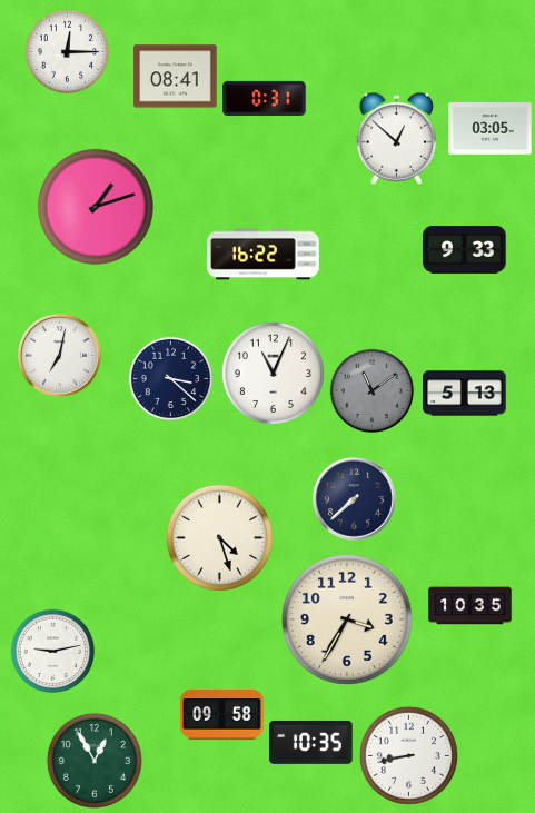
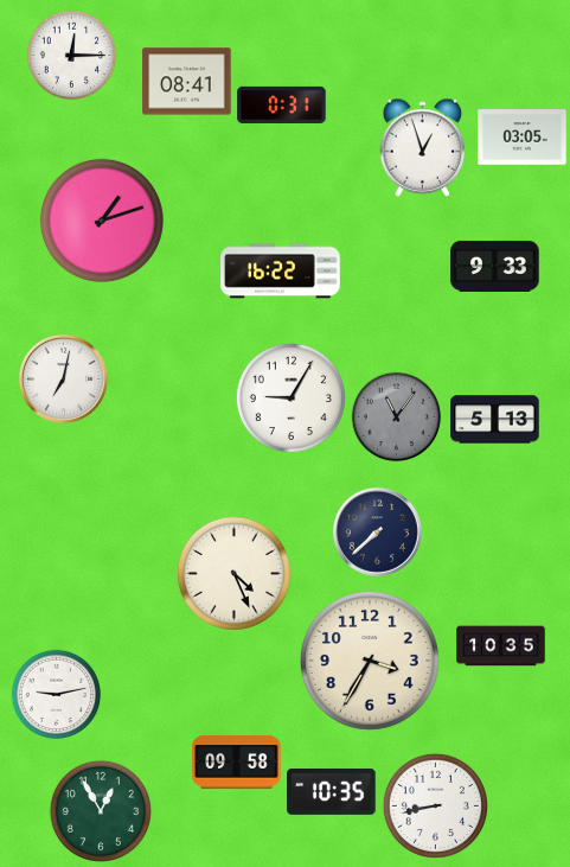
clock at (397, 138): 12:52 -> 12:57
clock at (273, 373): 11:04 -> 9:05
clock at (171, 379): 3:22 -> none
clock at (373, 391): 11:09 -> 11:06
clock at (219, 537): 4:27 -> 4:26
